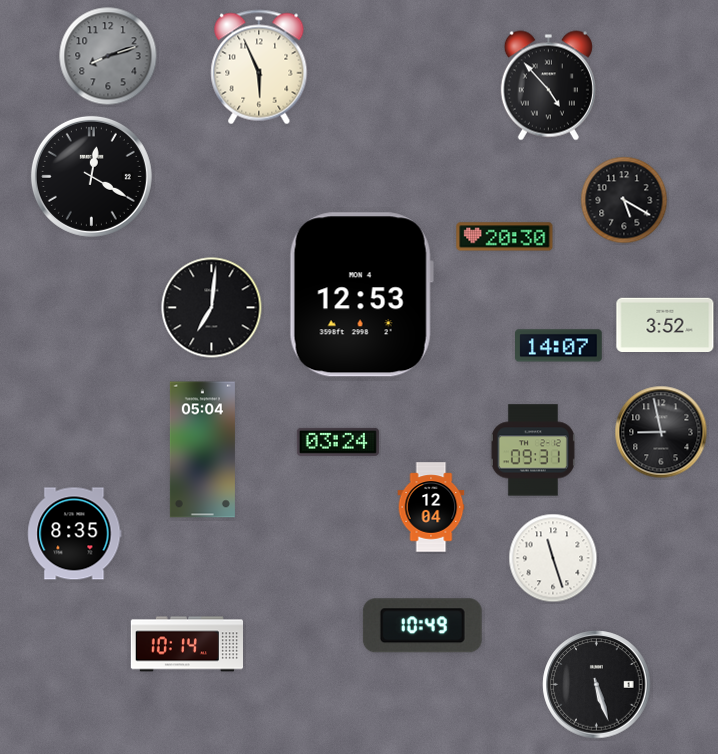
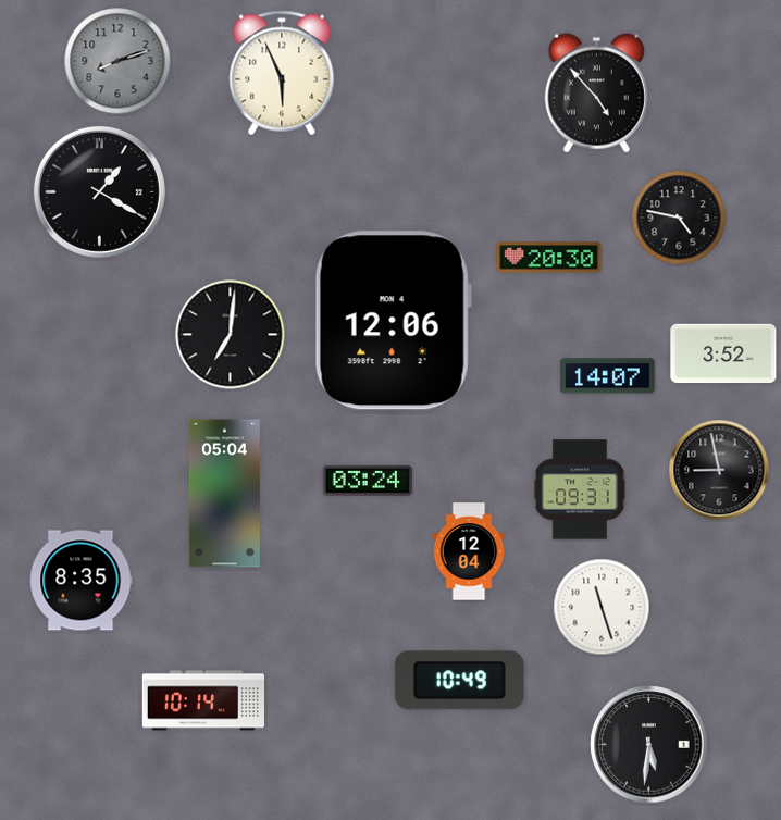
clock at (91, 176): 12:20 -> 1:20
clock at (624, 200): 5:20 -> 4:47
clock at (361, 295): 12:53 -> 12:06
clock at (202, 450) position: (202, 450) -> (224, 494)
clock at (597, 685): 5:27 -> 5:31
